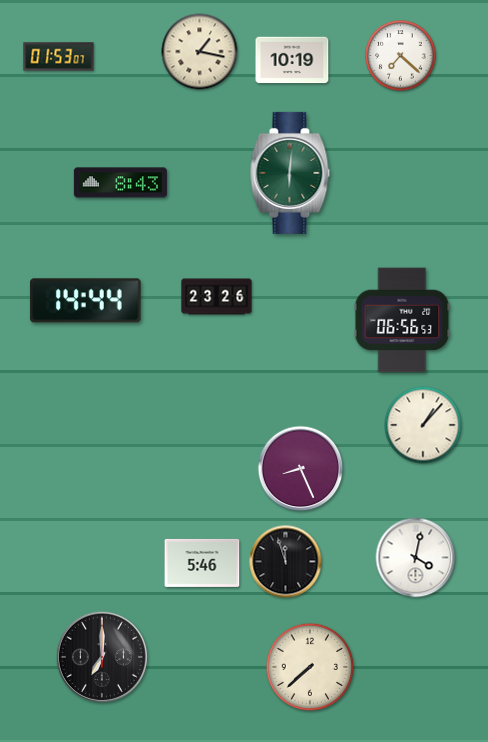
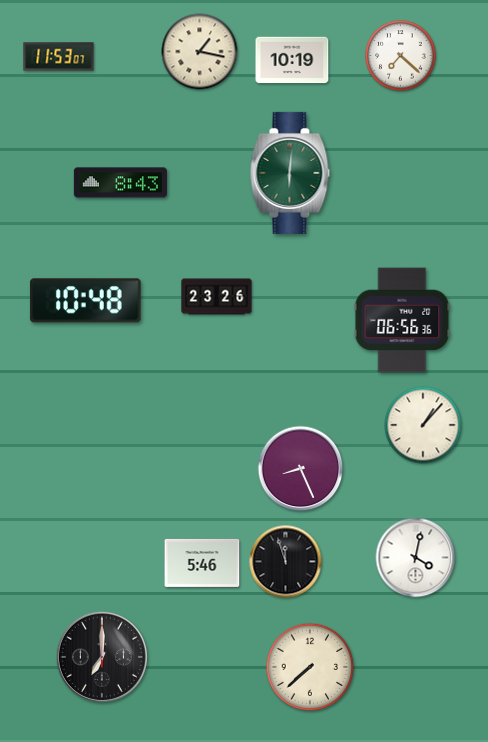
clock at (59, 57): 01:53 -> 11:53
clock at (86, 301): 14:44 -> 10:48
clock at (402, 320): 06:56:53 -> 06:56:36
